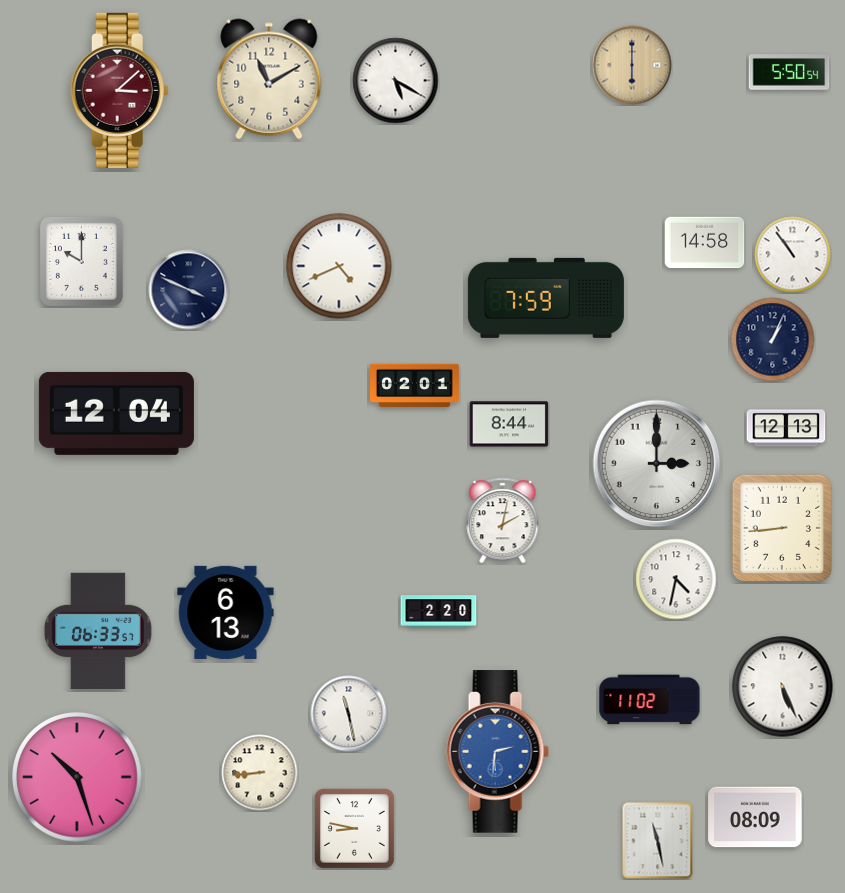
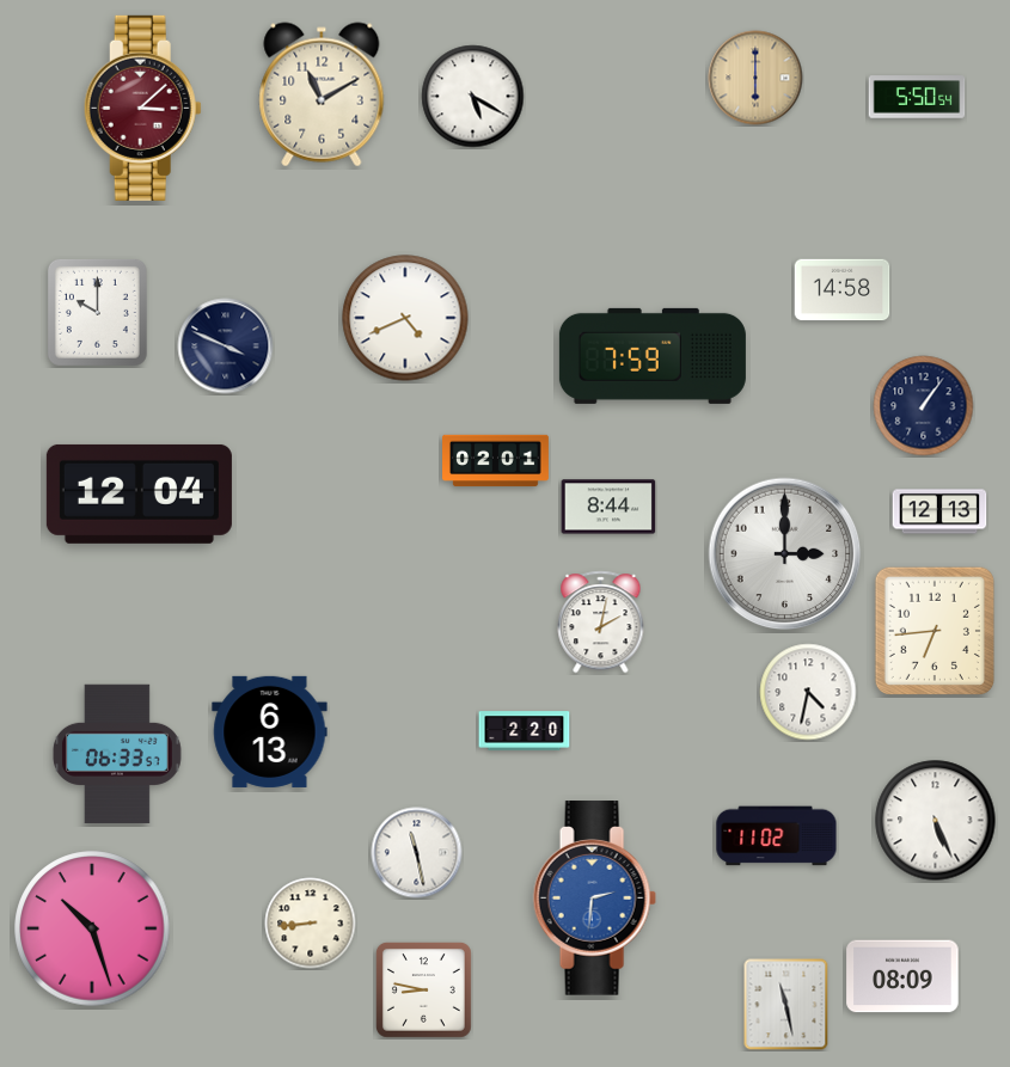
clock at (789, 72) position: (789, 72) -> (917, 97)
clock at (793, 255): 10:54 -> none
clock at (773, 340): 1:04 -> 1:06
clock at (782, 528): 8:44 -> 6:44
